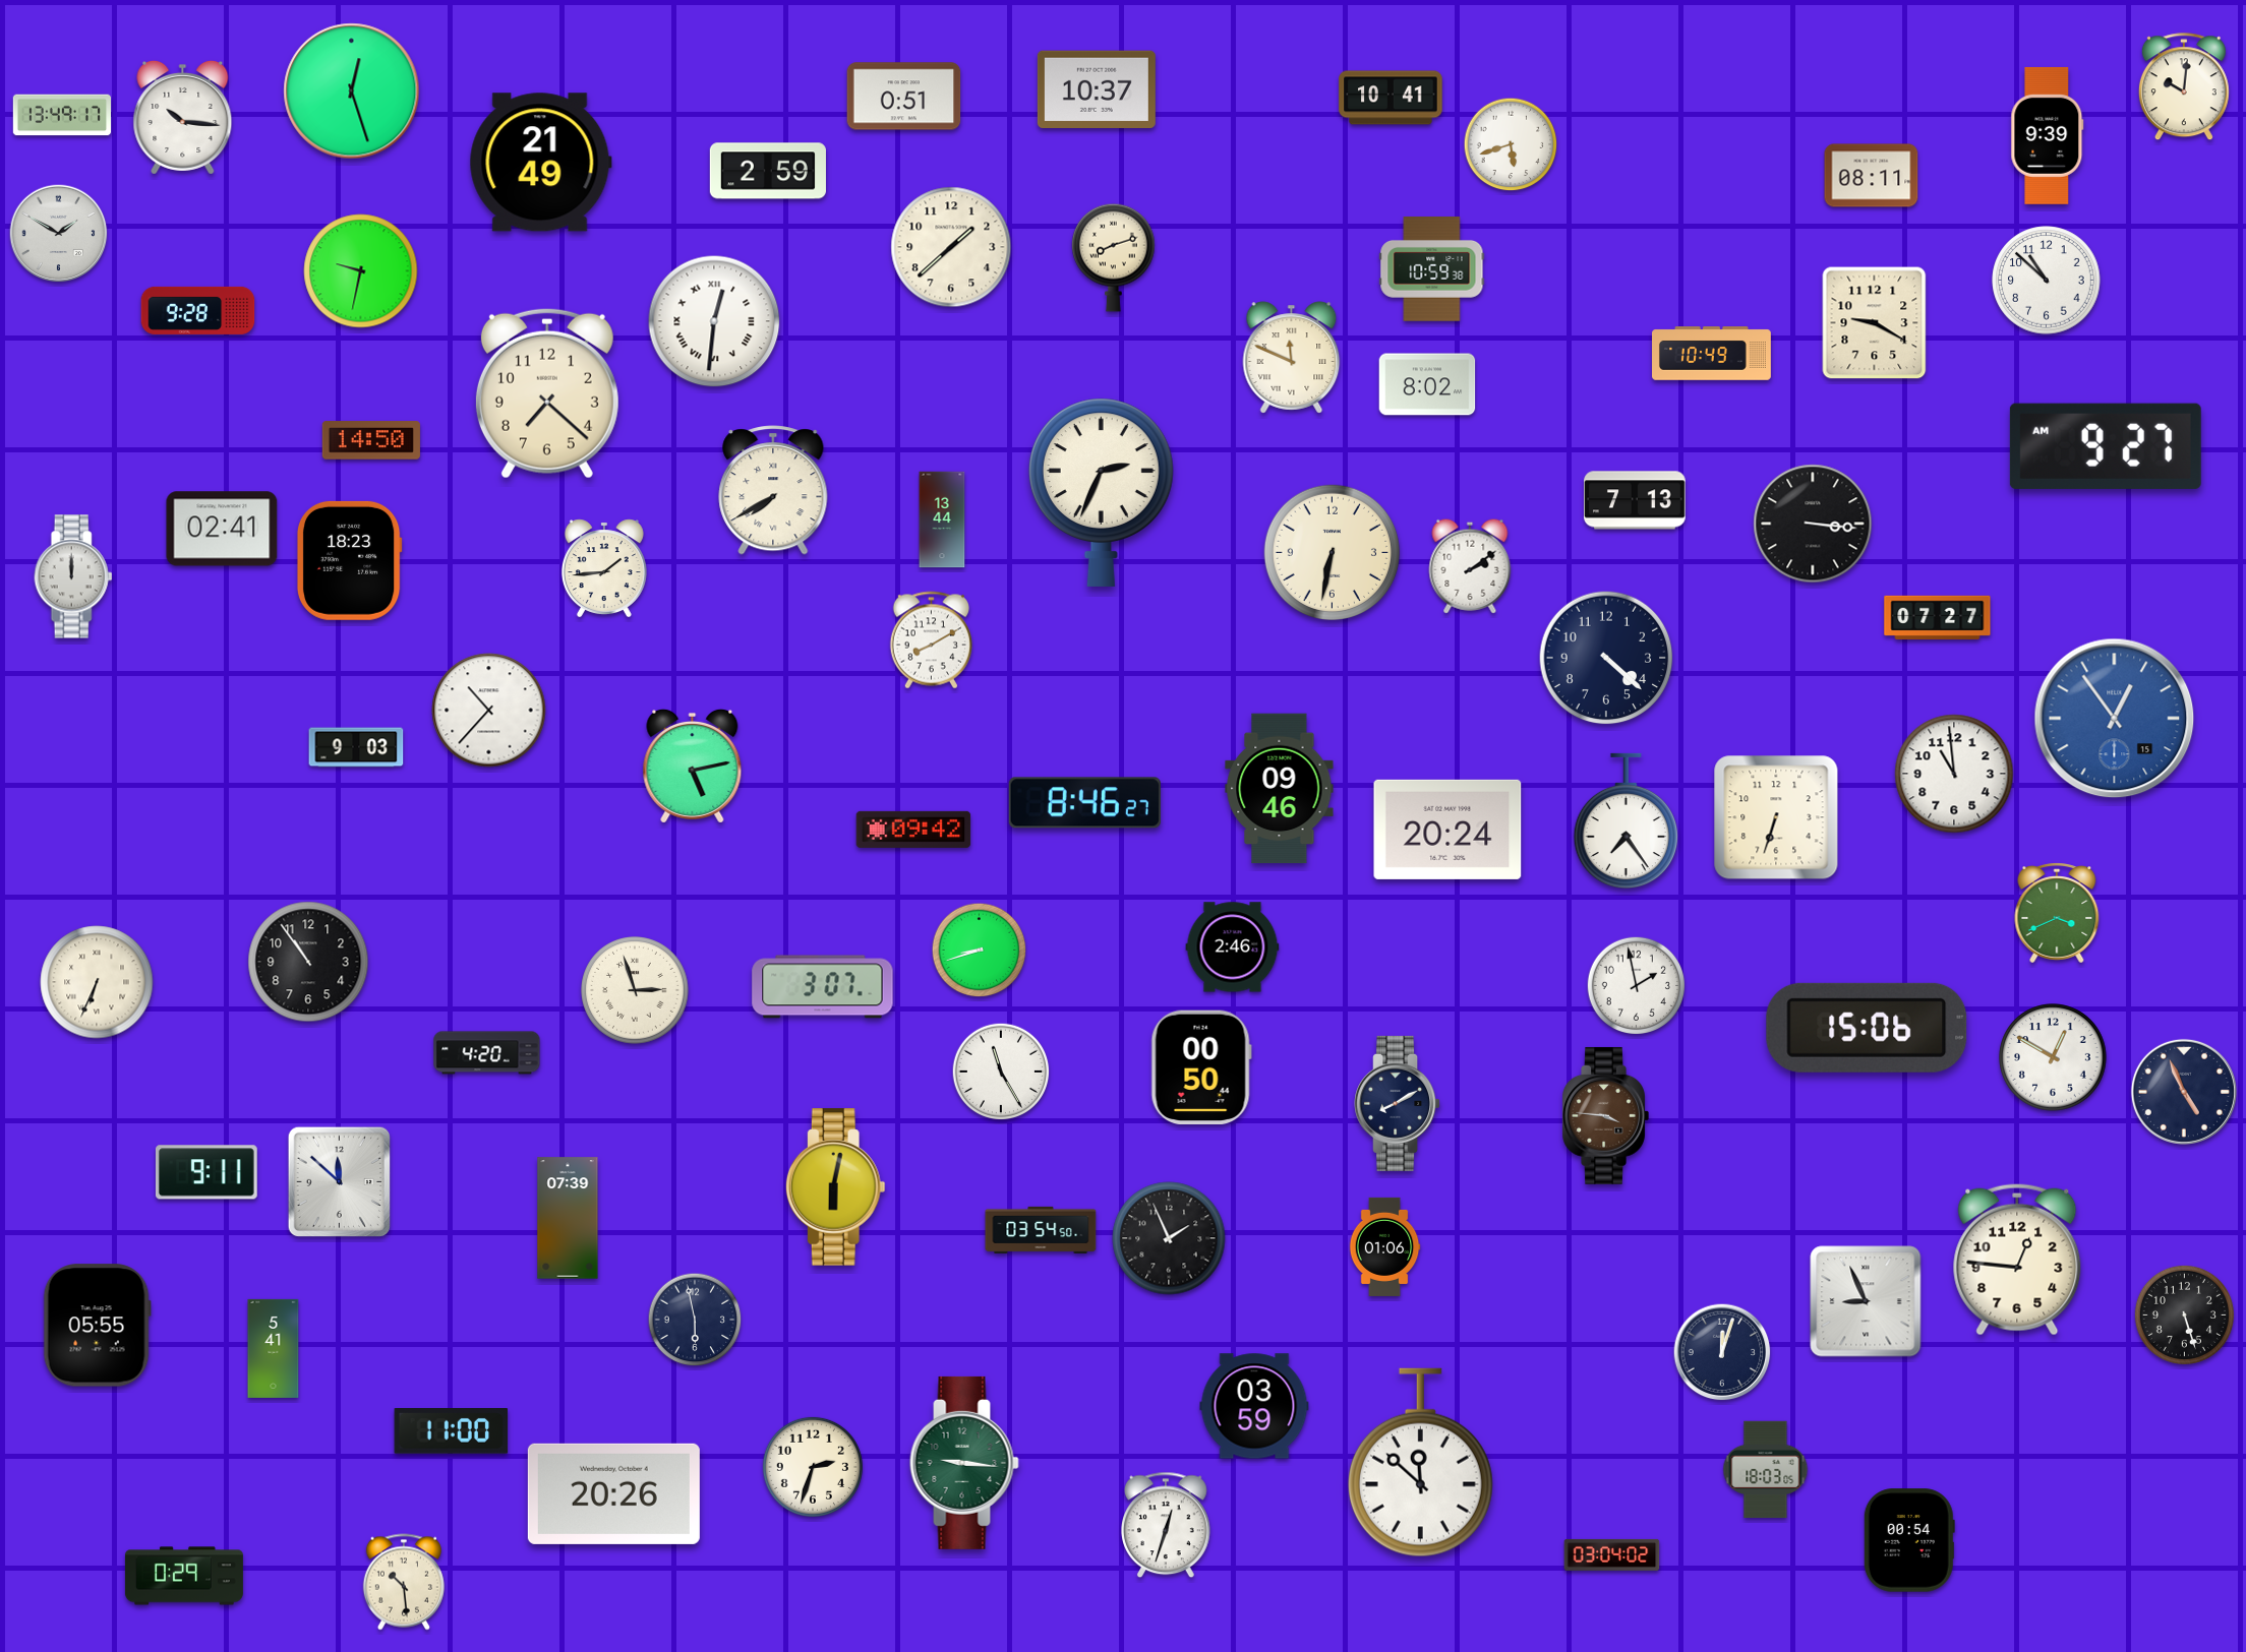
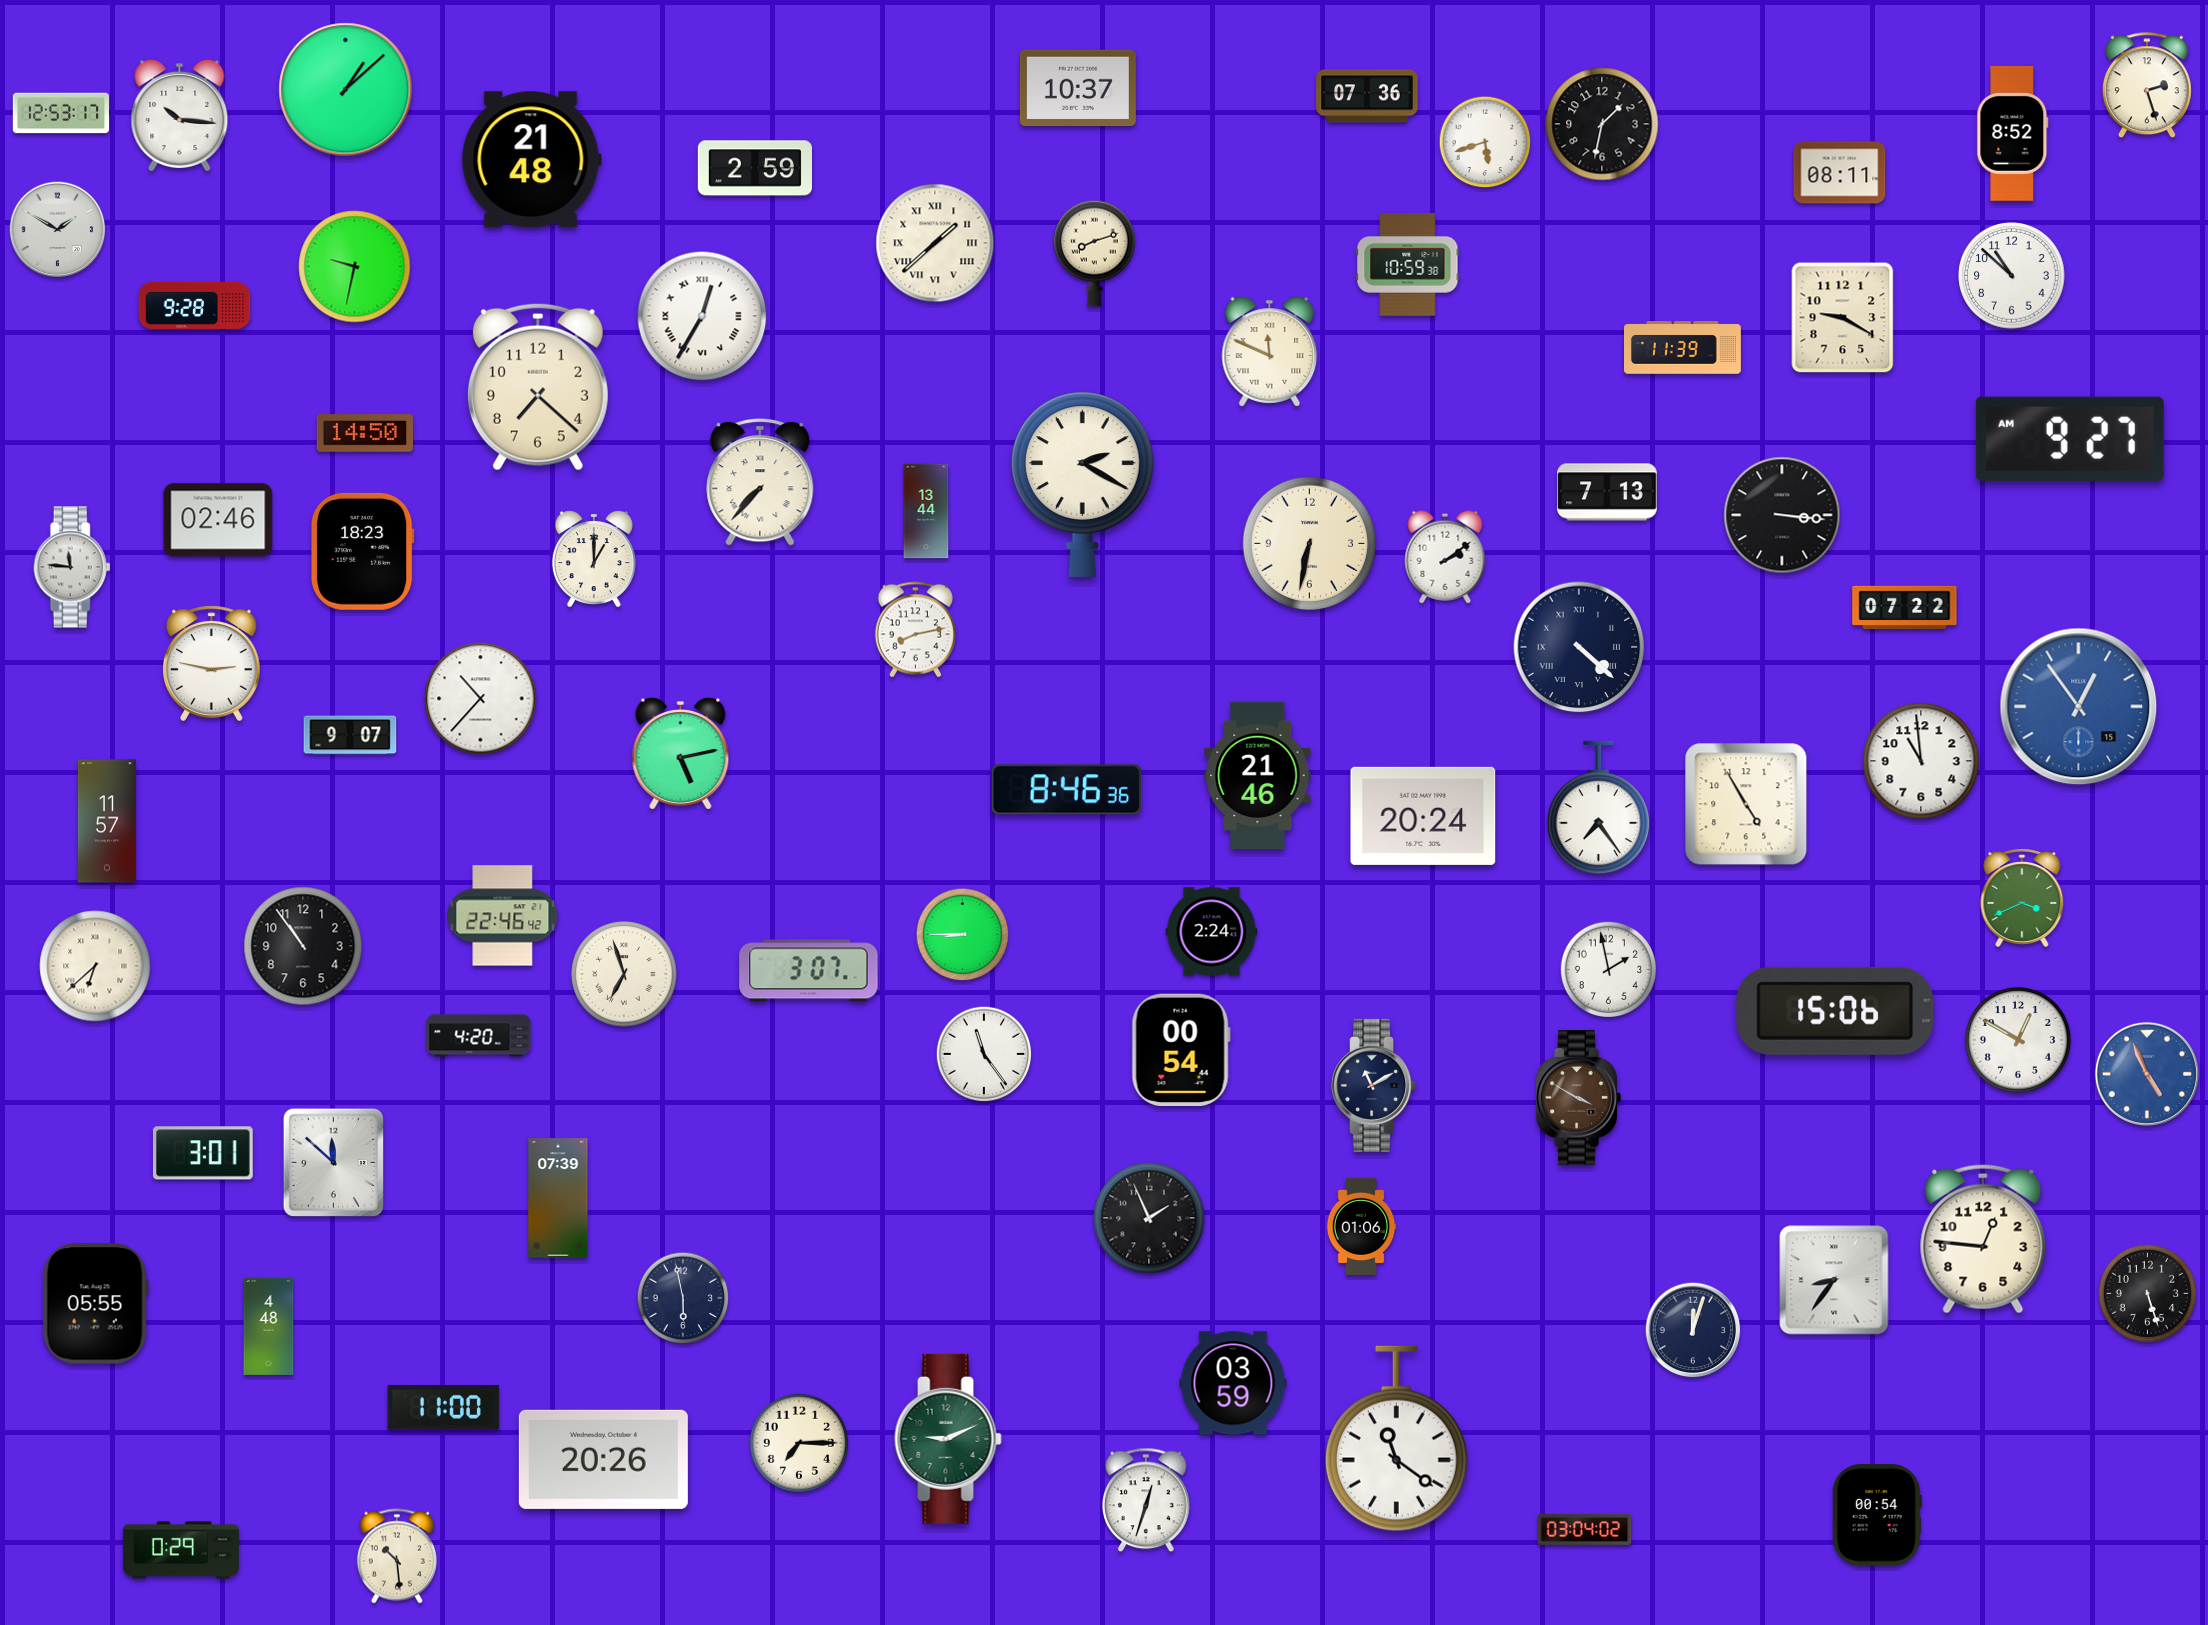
clock at (2184, 87): 10:01 -> 2:27
clock at (352, 91): 12:27 -> 1:08
clock at (904, 97): 0:51 -> none
clock at (1391, 98): 10:41 -> 07:36
clock at (61, 115): 13:49 -> 12:53
clock at (1602, 124): none -> 1:32
clock at (2048, 135): 9:39 -> 8:52
clock at (540, 163): 21:49 -> 21:48
clock at (951, 247) numerals: Arabic -> Roman
clock at (714, 321): 12:31 -> 12:35
clock at (1712, 354): 10:49 -> 11:39
clock at (1427, 384): 8:02 -> none
clock at (773, 490): 7:40 -> 7:37
clock at (1101, 492): 2:34 -> 2:20
clock at (222, 529): 02:41 -> 02:46
clock at (349, 560) position: (349, 560) -> (362, 551)
clock at (604, 568): 1:44 -> 1:00
clock at (73, 576): 12:00 -> 11:46
clock at (1938, 617): 07:27 -> 07:22
clock at (931, 640): 8:10 -> 8:13
clock at (1606, 658) numerals: Arabic -> Roman
clock at (212, 664): none -> 2:47
clock at (356, 747): 9:03 -> 9:07
clock at (1280, 789): 09:46 -> 21:46
clock at (1084, 803): 8:46:27 -> 8:46:36
clock at (1776, 817): 6:33 -> 4:55
clock at (913, 830): 09:42 -> none
clock at (107, 821): none -> 11:57
clock at (503, 916): none -> 22:46
clock at (1233, 947): 2:46 -> 2:24
clock at (980, 951): 8:42 -> 8:45
clock at (97, 982): 6:34 -> 6:38
clock at (635, 990): 2:57 -> 6:57
clock at (1201, 1066): 00:50 -> 00:54
clock at (1001, 1072): 11:25 -> 11:24
clock at (2184, 1092) dial: navy -> blue
clock at (1398, 1103): 8:10 -> 11:10
clock at (1605, 1115): 3:46 -> 3:50
clock at (206, 1172): 9:11 -> 3:01
clock at (835, 1187): 6:02 -> none
clock at (1041, 1230): 03:54 -> none
clock at (1866, 1301): 8:56 -> 8:36
clock at (274, 1348): 5:41 -> 4:48
clock at (964, 1463): 9:16 -> 9:11
clock at (1420, 1463): 11:52 -> 11:21
clock at (813, 1467): 2:33 -> 7:15
clock at (1766, 1470): 18:03 -> none
clock at (613, 1493) position: (613, 1493) -> (603, 1459)
